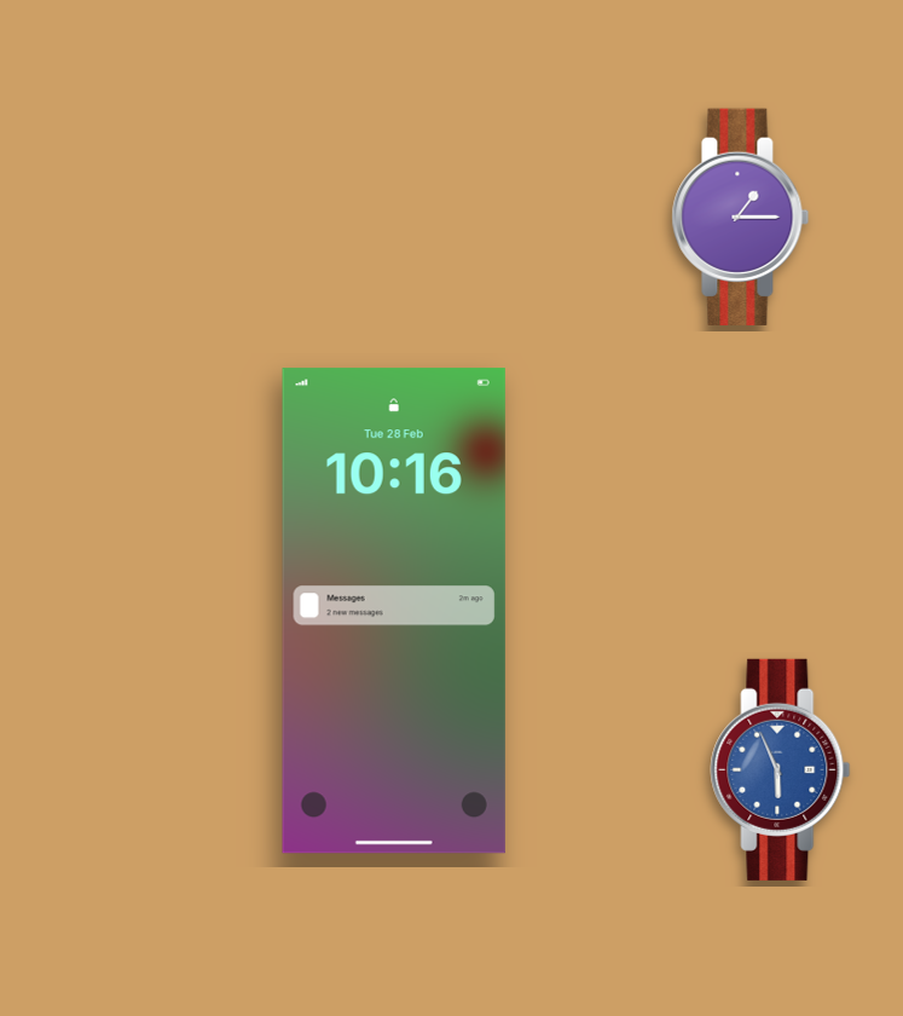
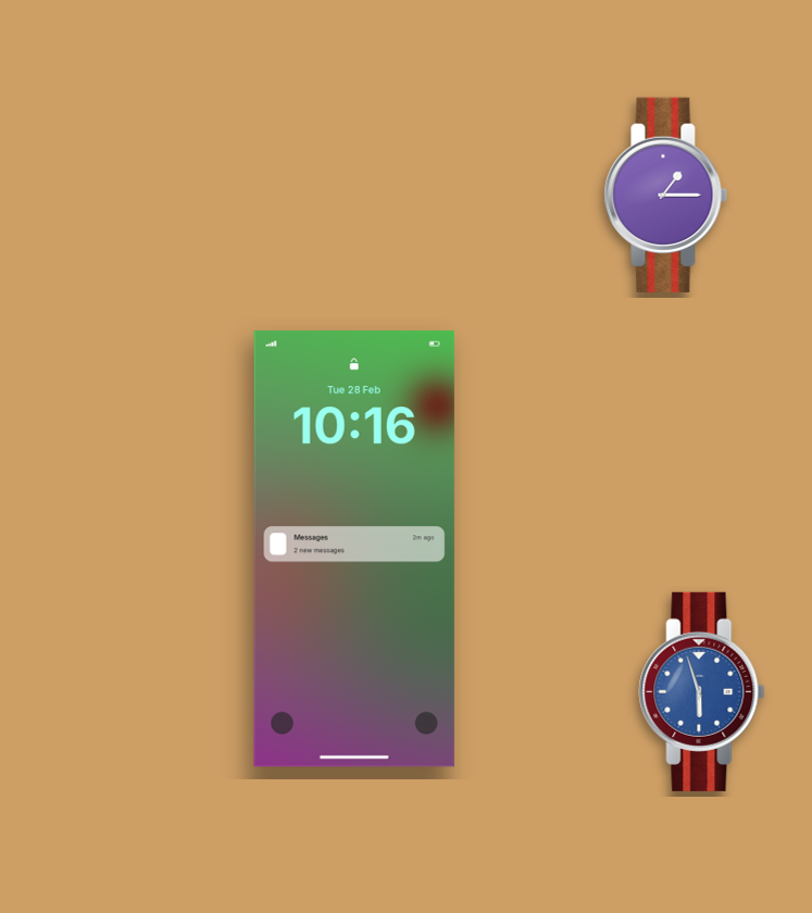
clock at (781, 769): 5:56 -> 5:57
